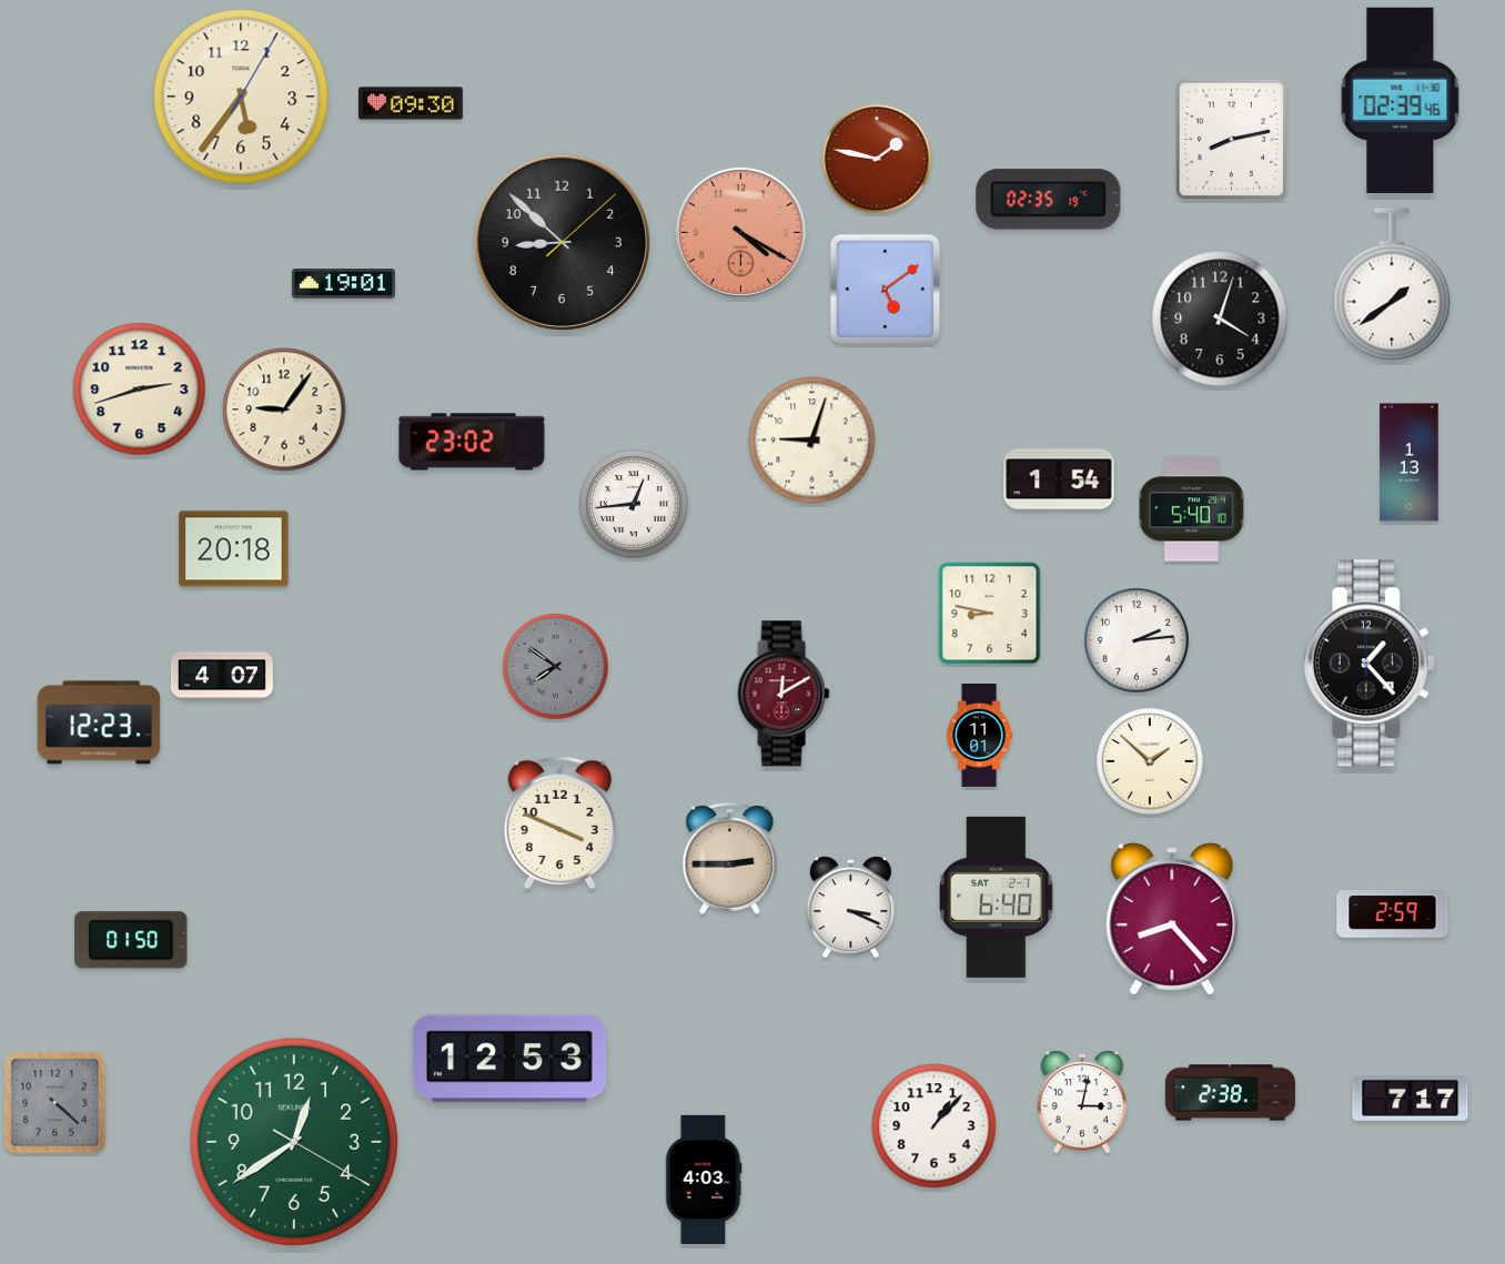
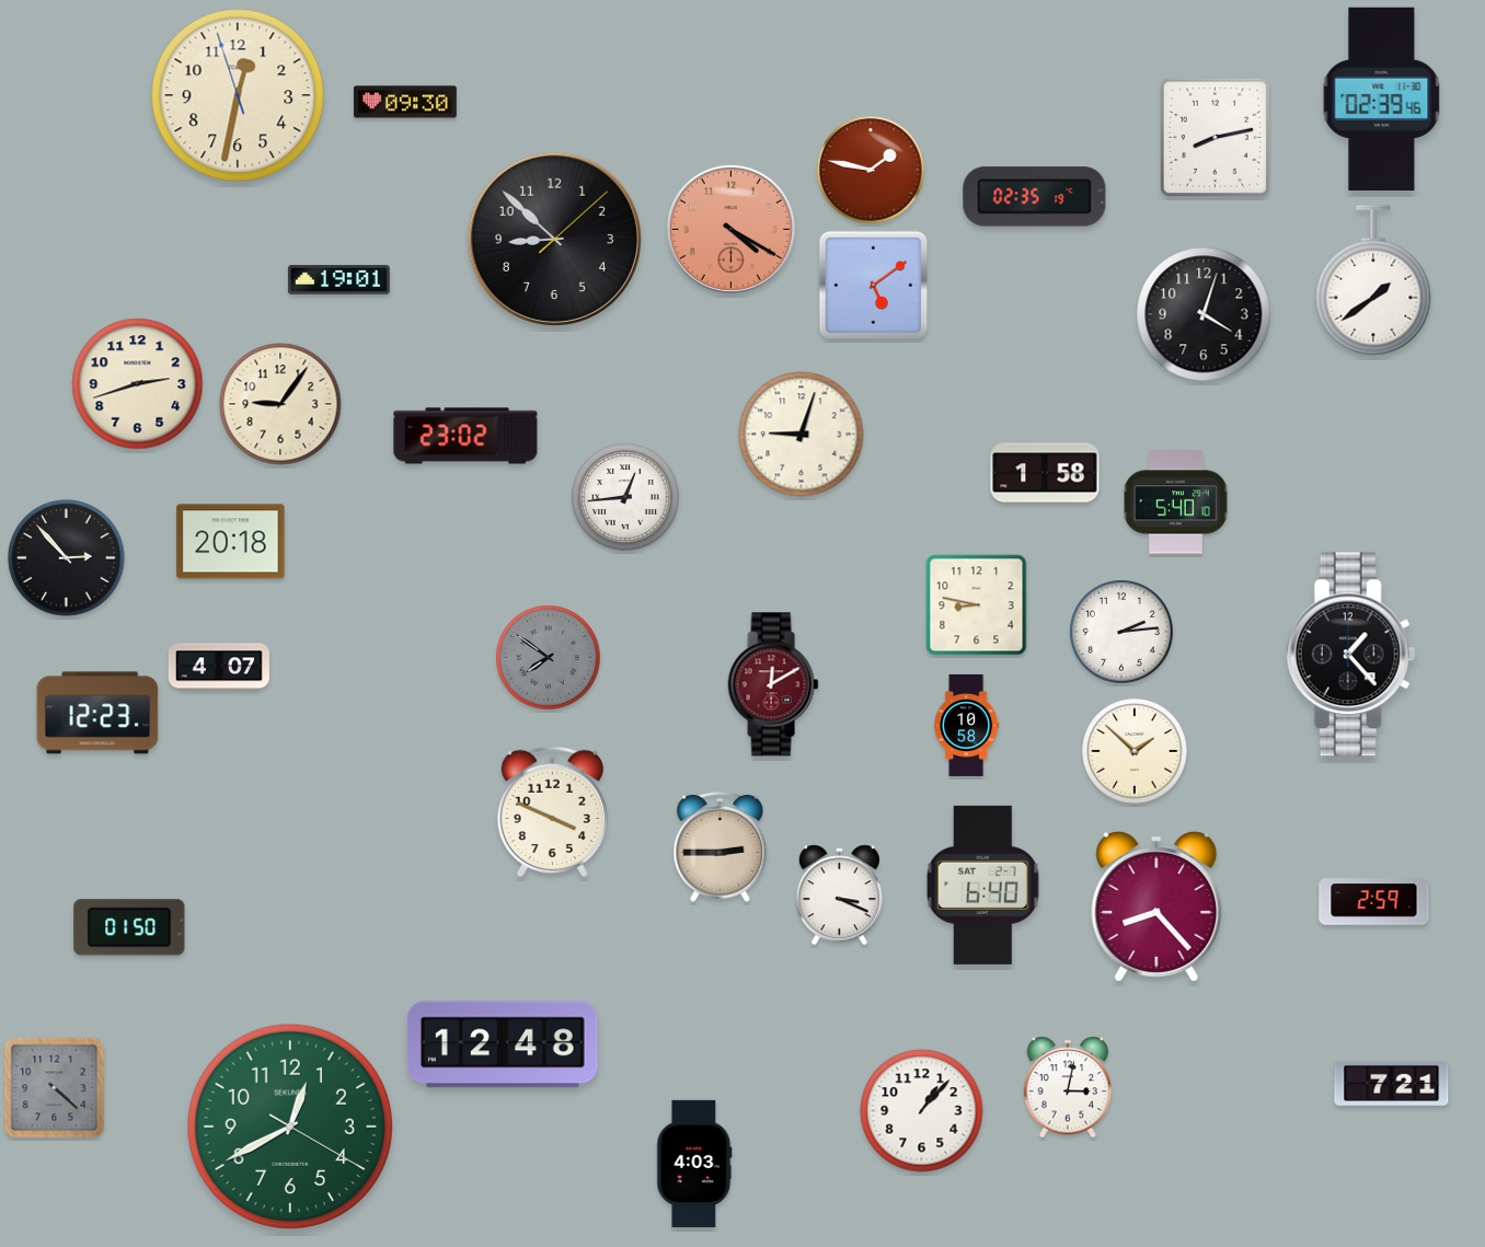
clock at (241, 97): 5:36 -> 12:31
clock at (877, 159) position: (877, 159) -> (871, 170)
clock at (1410, 463): 1:13 -> none
clock at (1059, 479): 1:54 -> 1:58
clock at (67, 558): none -> 2:53
clock at (980, 735): 11:01 -> 10:58
clock at (509, 1059): 12:53 -> 12:48
clock at (1230, 1093): 2:38 -> none
clock at (1411, 1098): 7:17 -> 7:21
clock at (293, 1141): 12:39 -> 12:40
